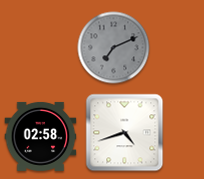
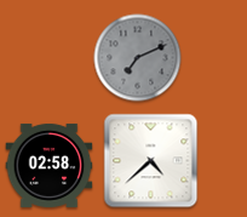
clock at (125, 133): 4:42 -> 4:38
